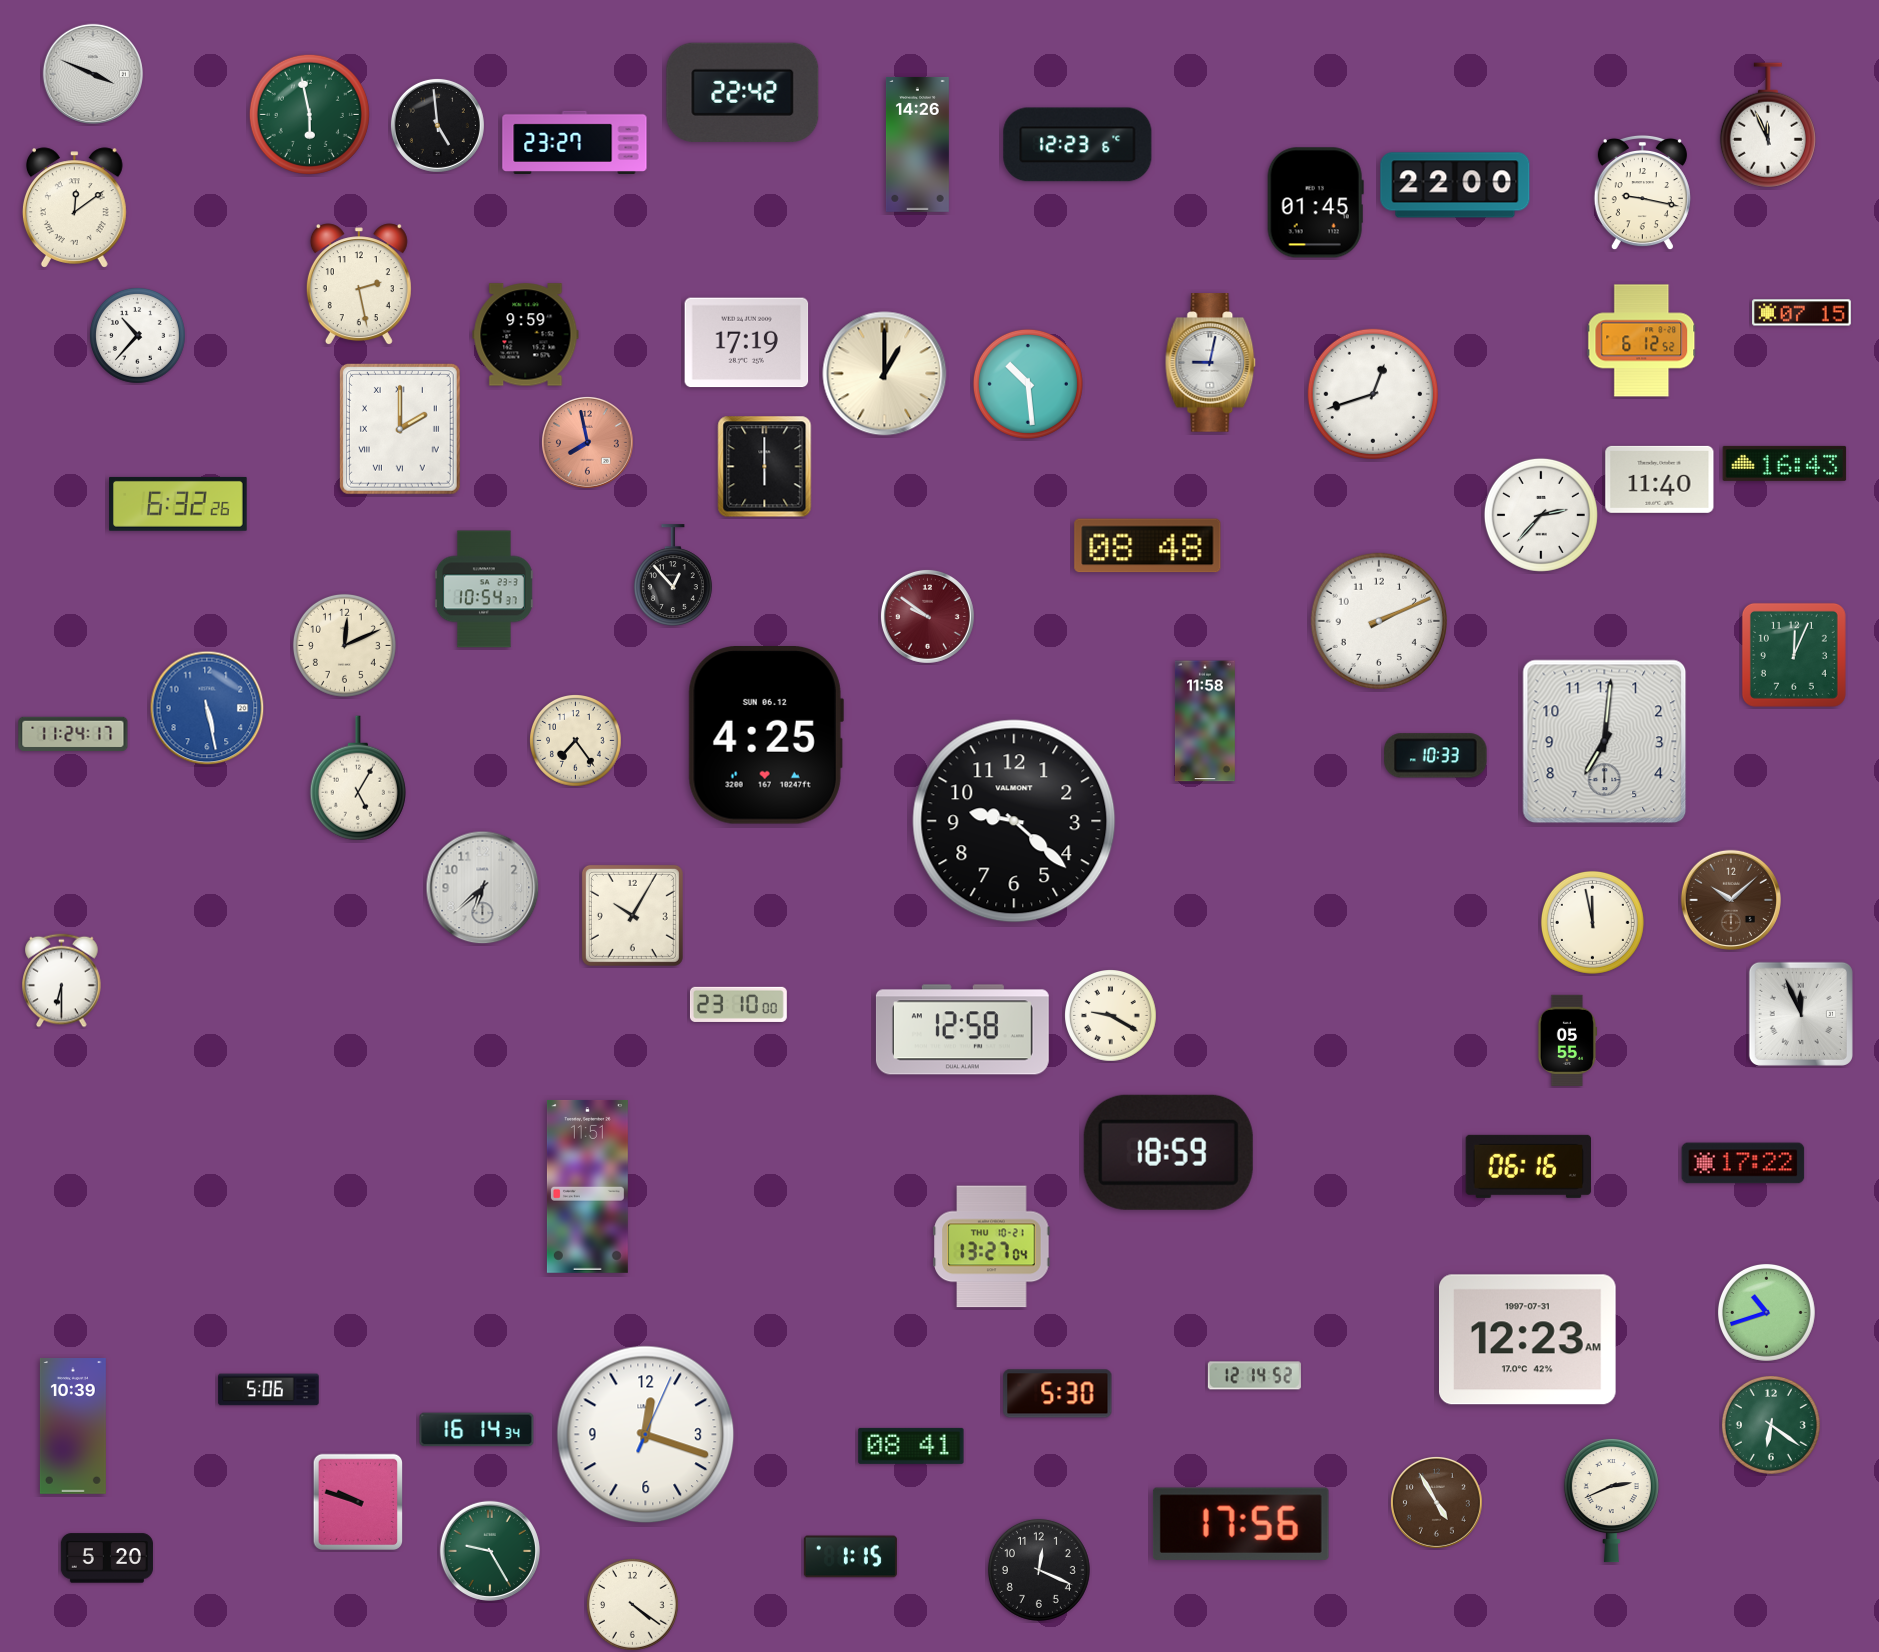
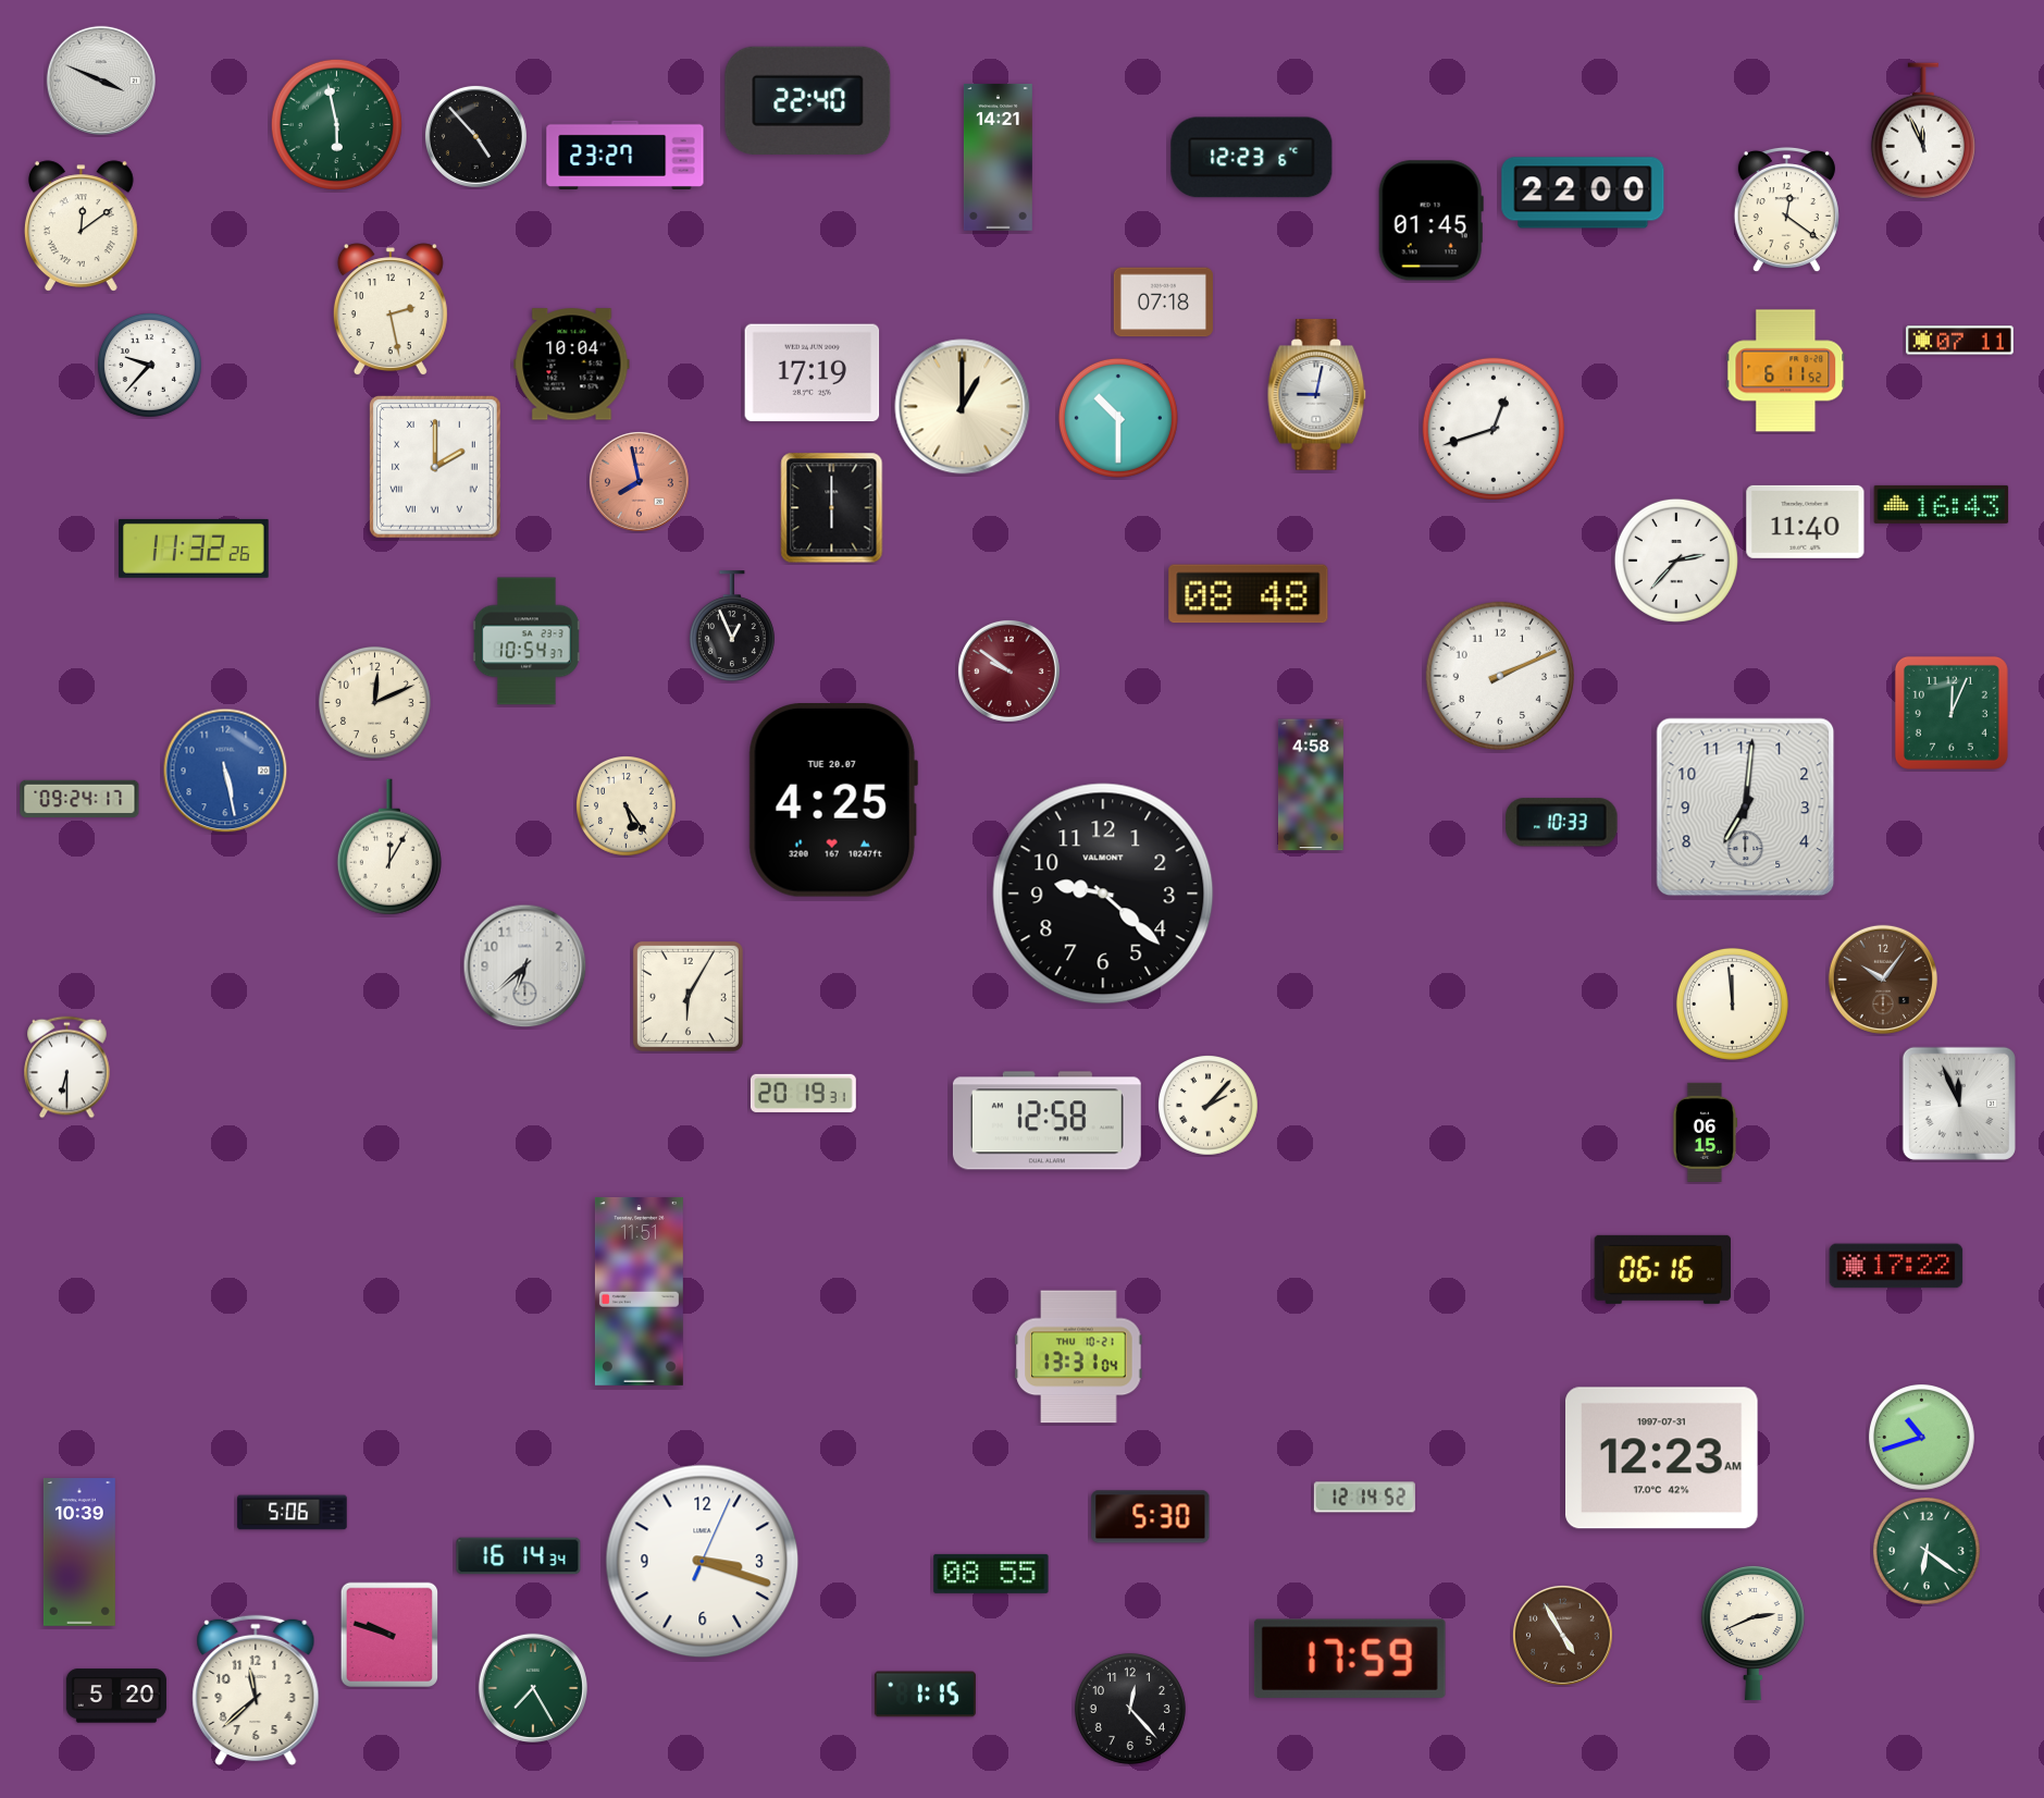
clock at (743, 92): 22:42 -> 22:40
clock at (437, 125): 4:59 -> 4:53
clock at (1768, 125) position: (1768, 125) -> (1923, 131)
clock at (917, 144): 14:26 -> 14:21
clock at (1078, 145) position: (1078, 145) -> (1252, 158)
clock at (1455, 185) position: (1455, 185) -> (1583, 193)
clock at (1642, 193): 9:17 -> 12:21
clock at (1163, 303): none -> 07:18
clock at (1802, 313): 07:15 -> 07:11
clock at (137, 335): 10:37 -> 9:37
clock at (526, 335): 9:59 -> 10:04
clock at (1642, 341): 6:12 -> 6:11
clock at (1028, 384): 10:29 -> 10:30
clock at (178, 504): 6:32 -> 11:32
clock at (673, 576): 12:53 -> 12:56
clock at (1205, 721): 11:58 -> 4:58
clock at (73, 734): 11:24 -> 09:24
clock at (766, 736) date: SUN 06.12 -> TUE 20.07
clock at (576, 741): 7:24 -> 5:24
clock at (358, 778): 5:05 -> 12:05
clock at (1731, 900): 10:08 -> 10:06
clock at (632, 915): 10:05 -> 6:05
clock at (1592, 922): 11:58 -> 11:59
clock at (738, 1004): 23:10 -> 20:19
clock at (1111, 1016): 9:20 -> 2:07
clock at (1567, 1040): 05:55 -> 06:15
clock at (1168, 1152): 18:59 -> none
clock at (992, 1247): 13:27 -> 13:31
clock at (1766, 1312) position: (1766, 1312) -> (1921, 1437)
clock at (646, 1435): 12:18 -> 3:18
clock at (911, 1446): 08:41 -> 08:55
clock at (1241, 1524): 17:56 -> 17:59
clock at (490, 1551): 9:25 -> 7:25
clock at (256, 1690): none -> 11:38
clock at (1039, 1570): 12:19 -> 12:23
clock at (633, 1605): 4:21 -> none
